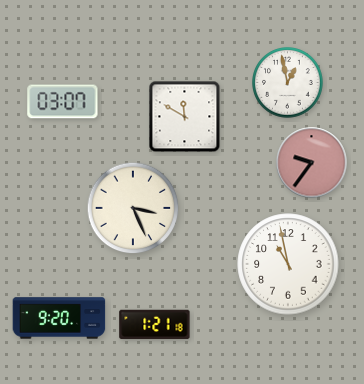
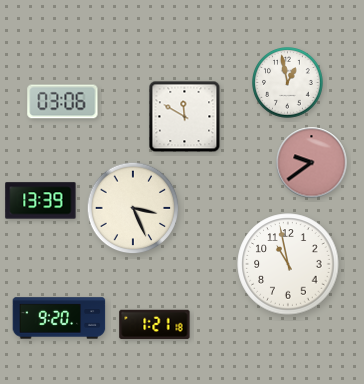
clock at (63, 102): 03:07 -> 03:06
clock at (312, 163): 9:36 -> 9:39
clock at (41, 201): none -> 13:39
